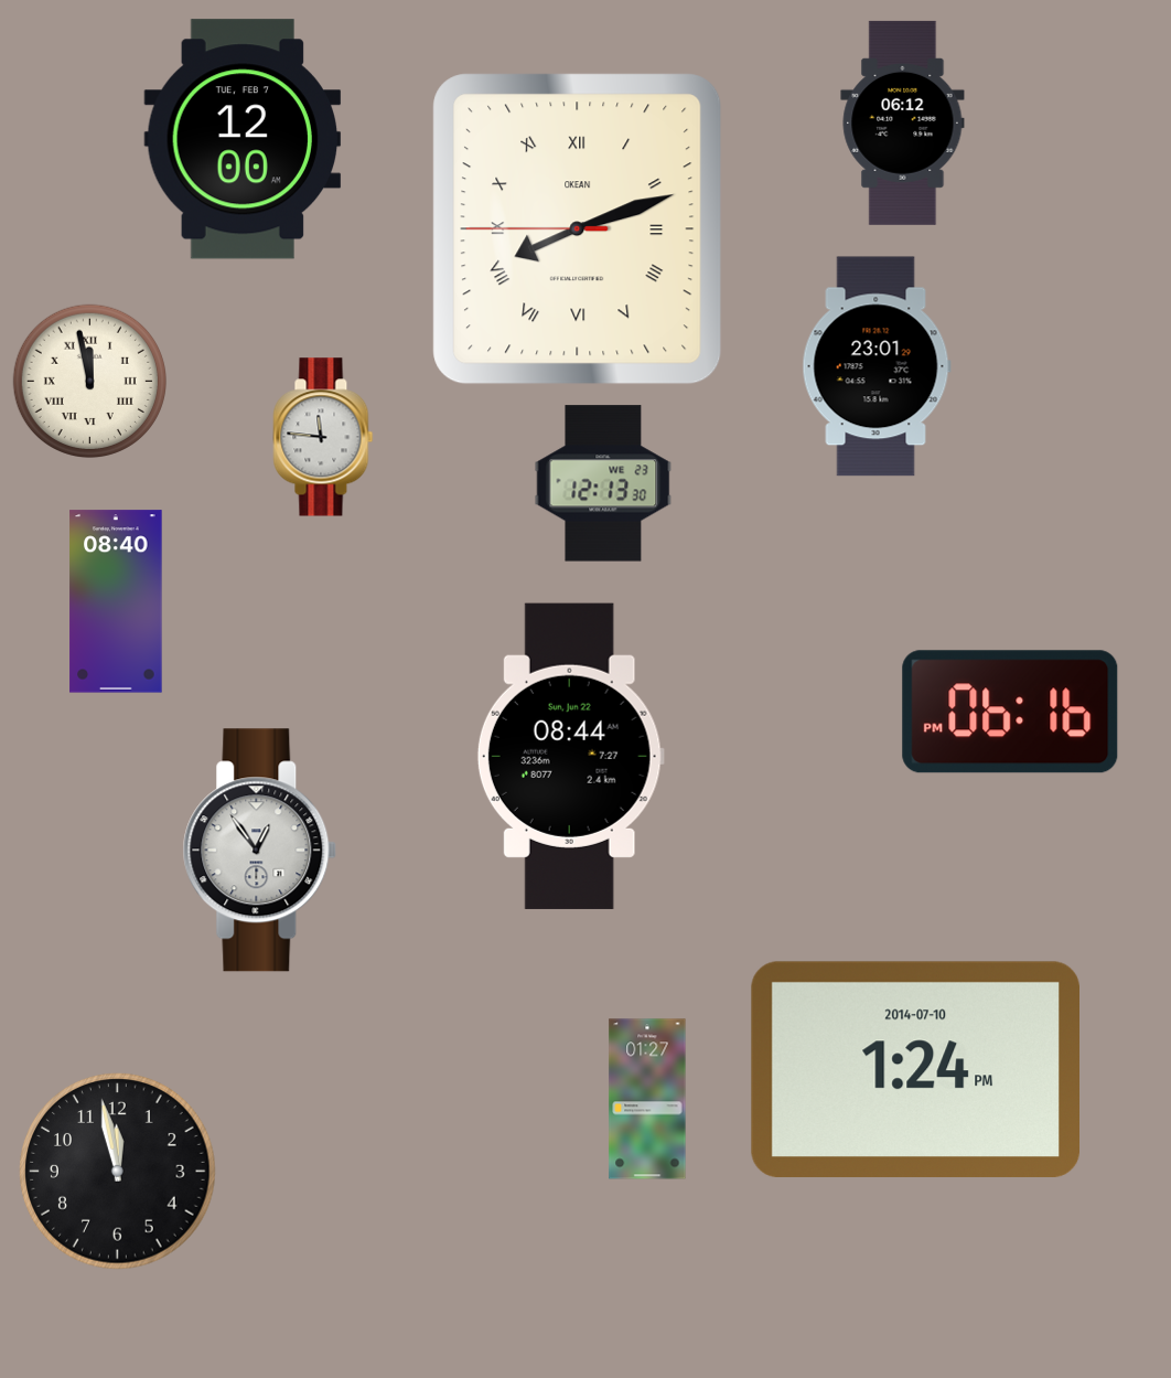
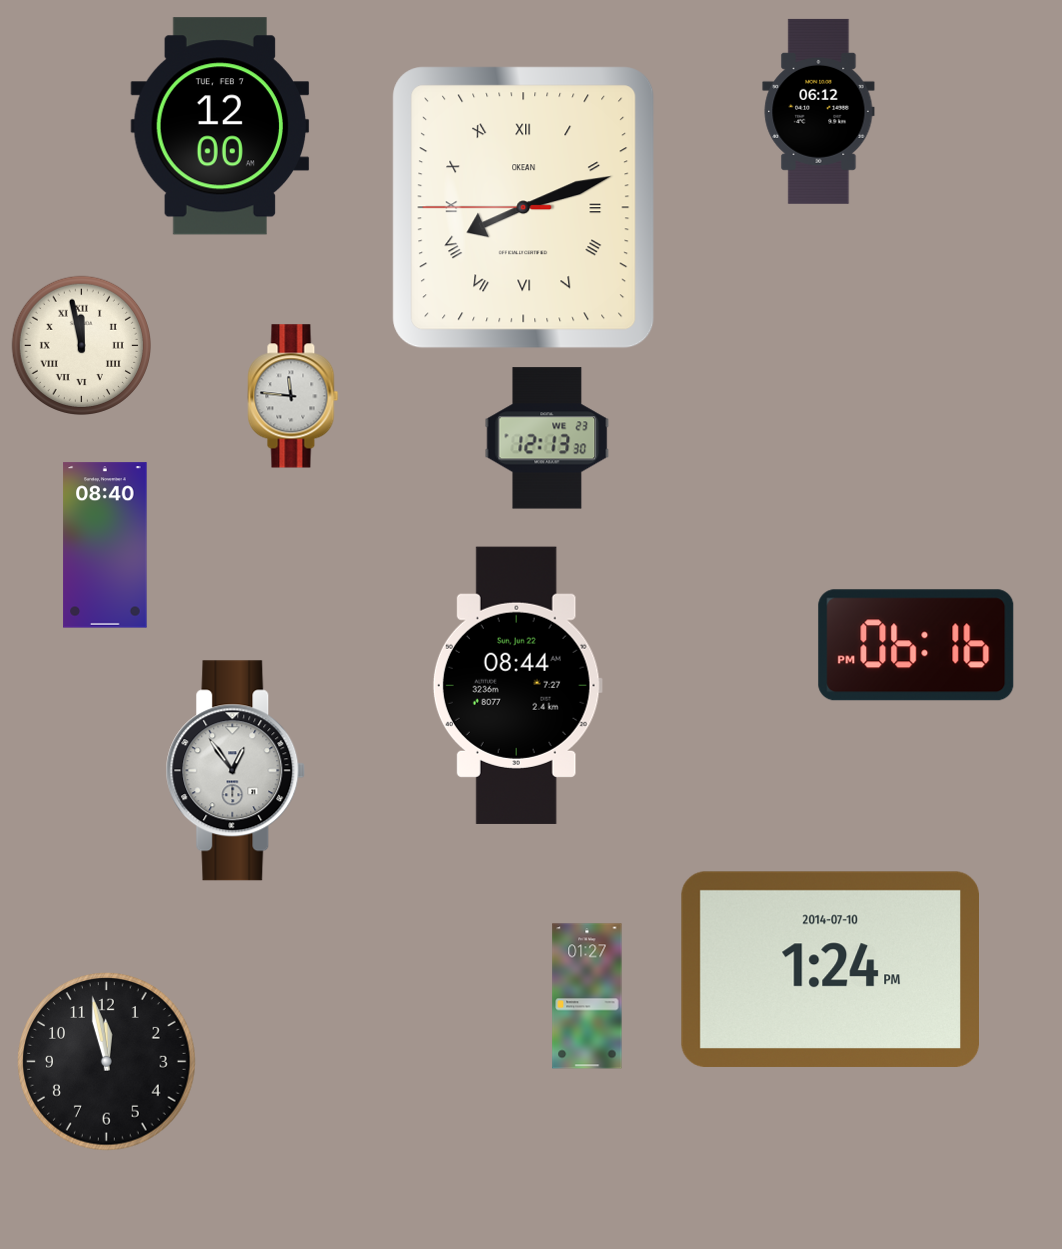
clock at (877, 366): 23:01 -> none
